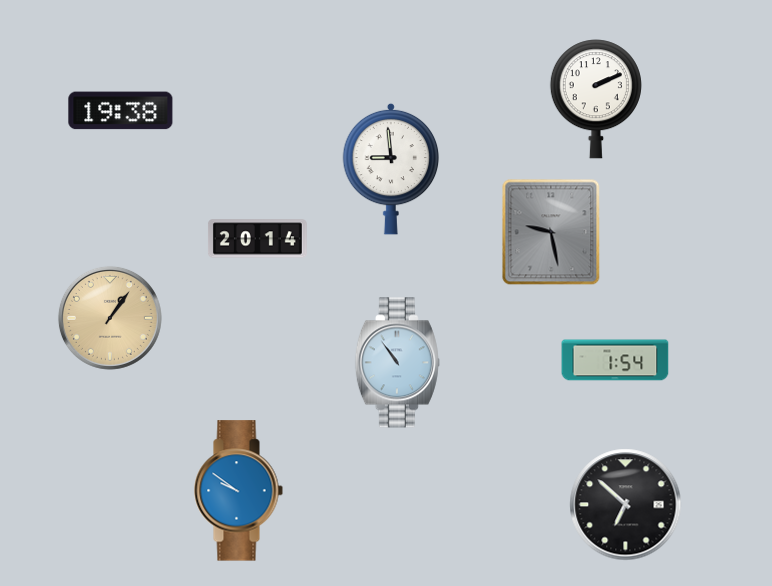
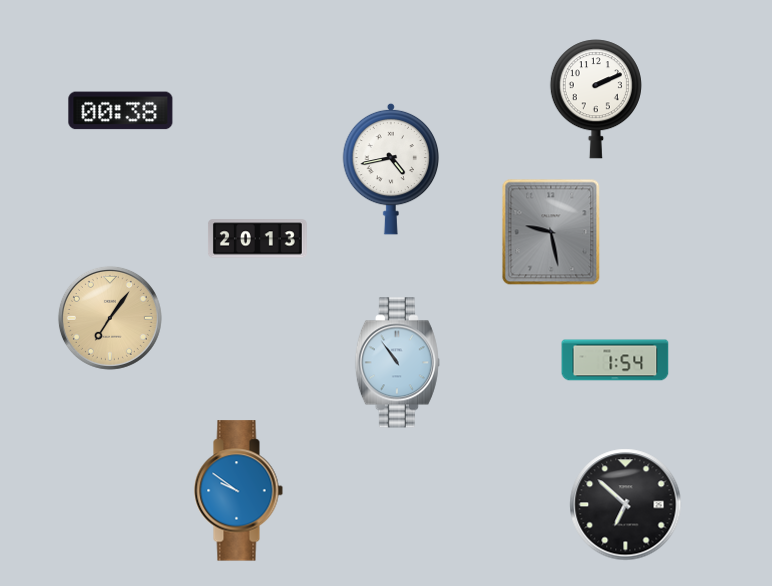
clock at (121, 111): 19:38 -> 00:38
clock at (391, 169): 8:59 -> 4:43
clock at (257, 239): 20:14 -> 20:13
clock at (110, 318): 1:06 -> 7:06
